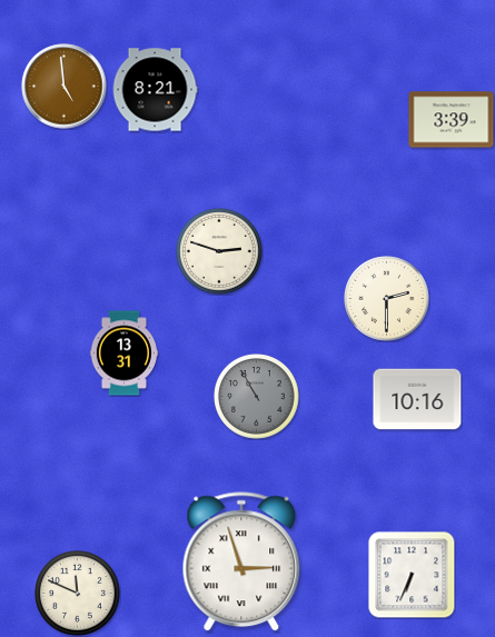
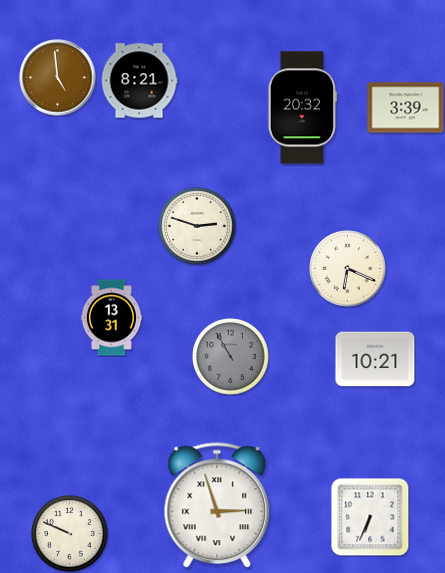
clock at (302, 108): none -> 20:32
clock at (387, 299): 2:30 -> 6:19
clock at (417, 399): 10:16 -> 10:21
clock at (78, 594): 11:49 -> 9:49
